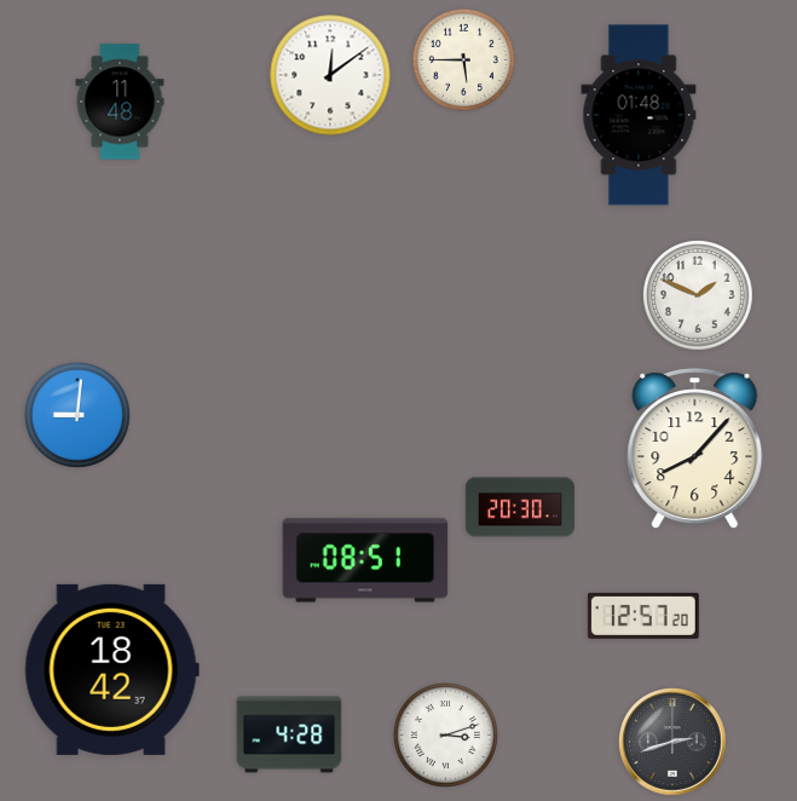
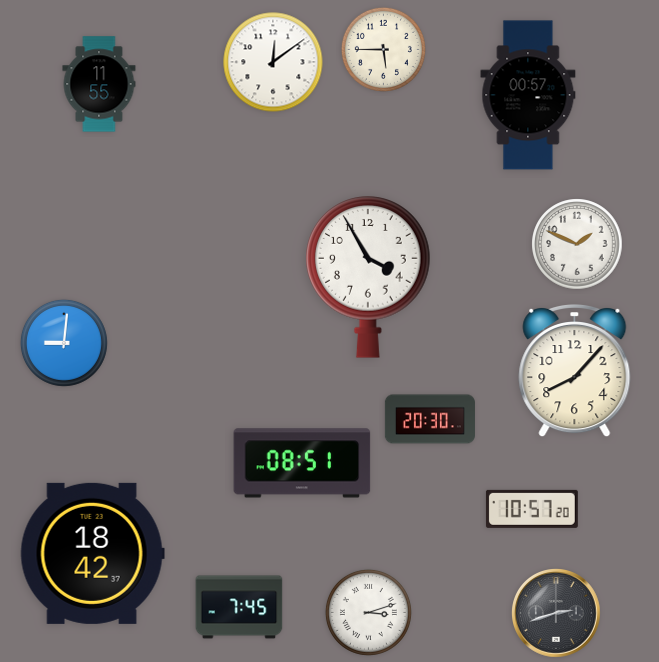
clock at (120, 102): 11:48 -> 11:55
clock at (639, 115): 01:48 -> 00:57
clock at (369, 277): none -> 3:55
clock at (643, 616): 12:57 -> 10:57
clock at (289, 734): 4:28 -> 7:45
clock at (445, 734) position: (445, 734) -> (368, 612)
